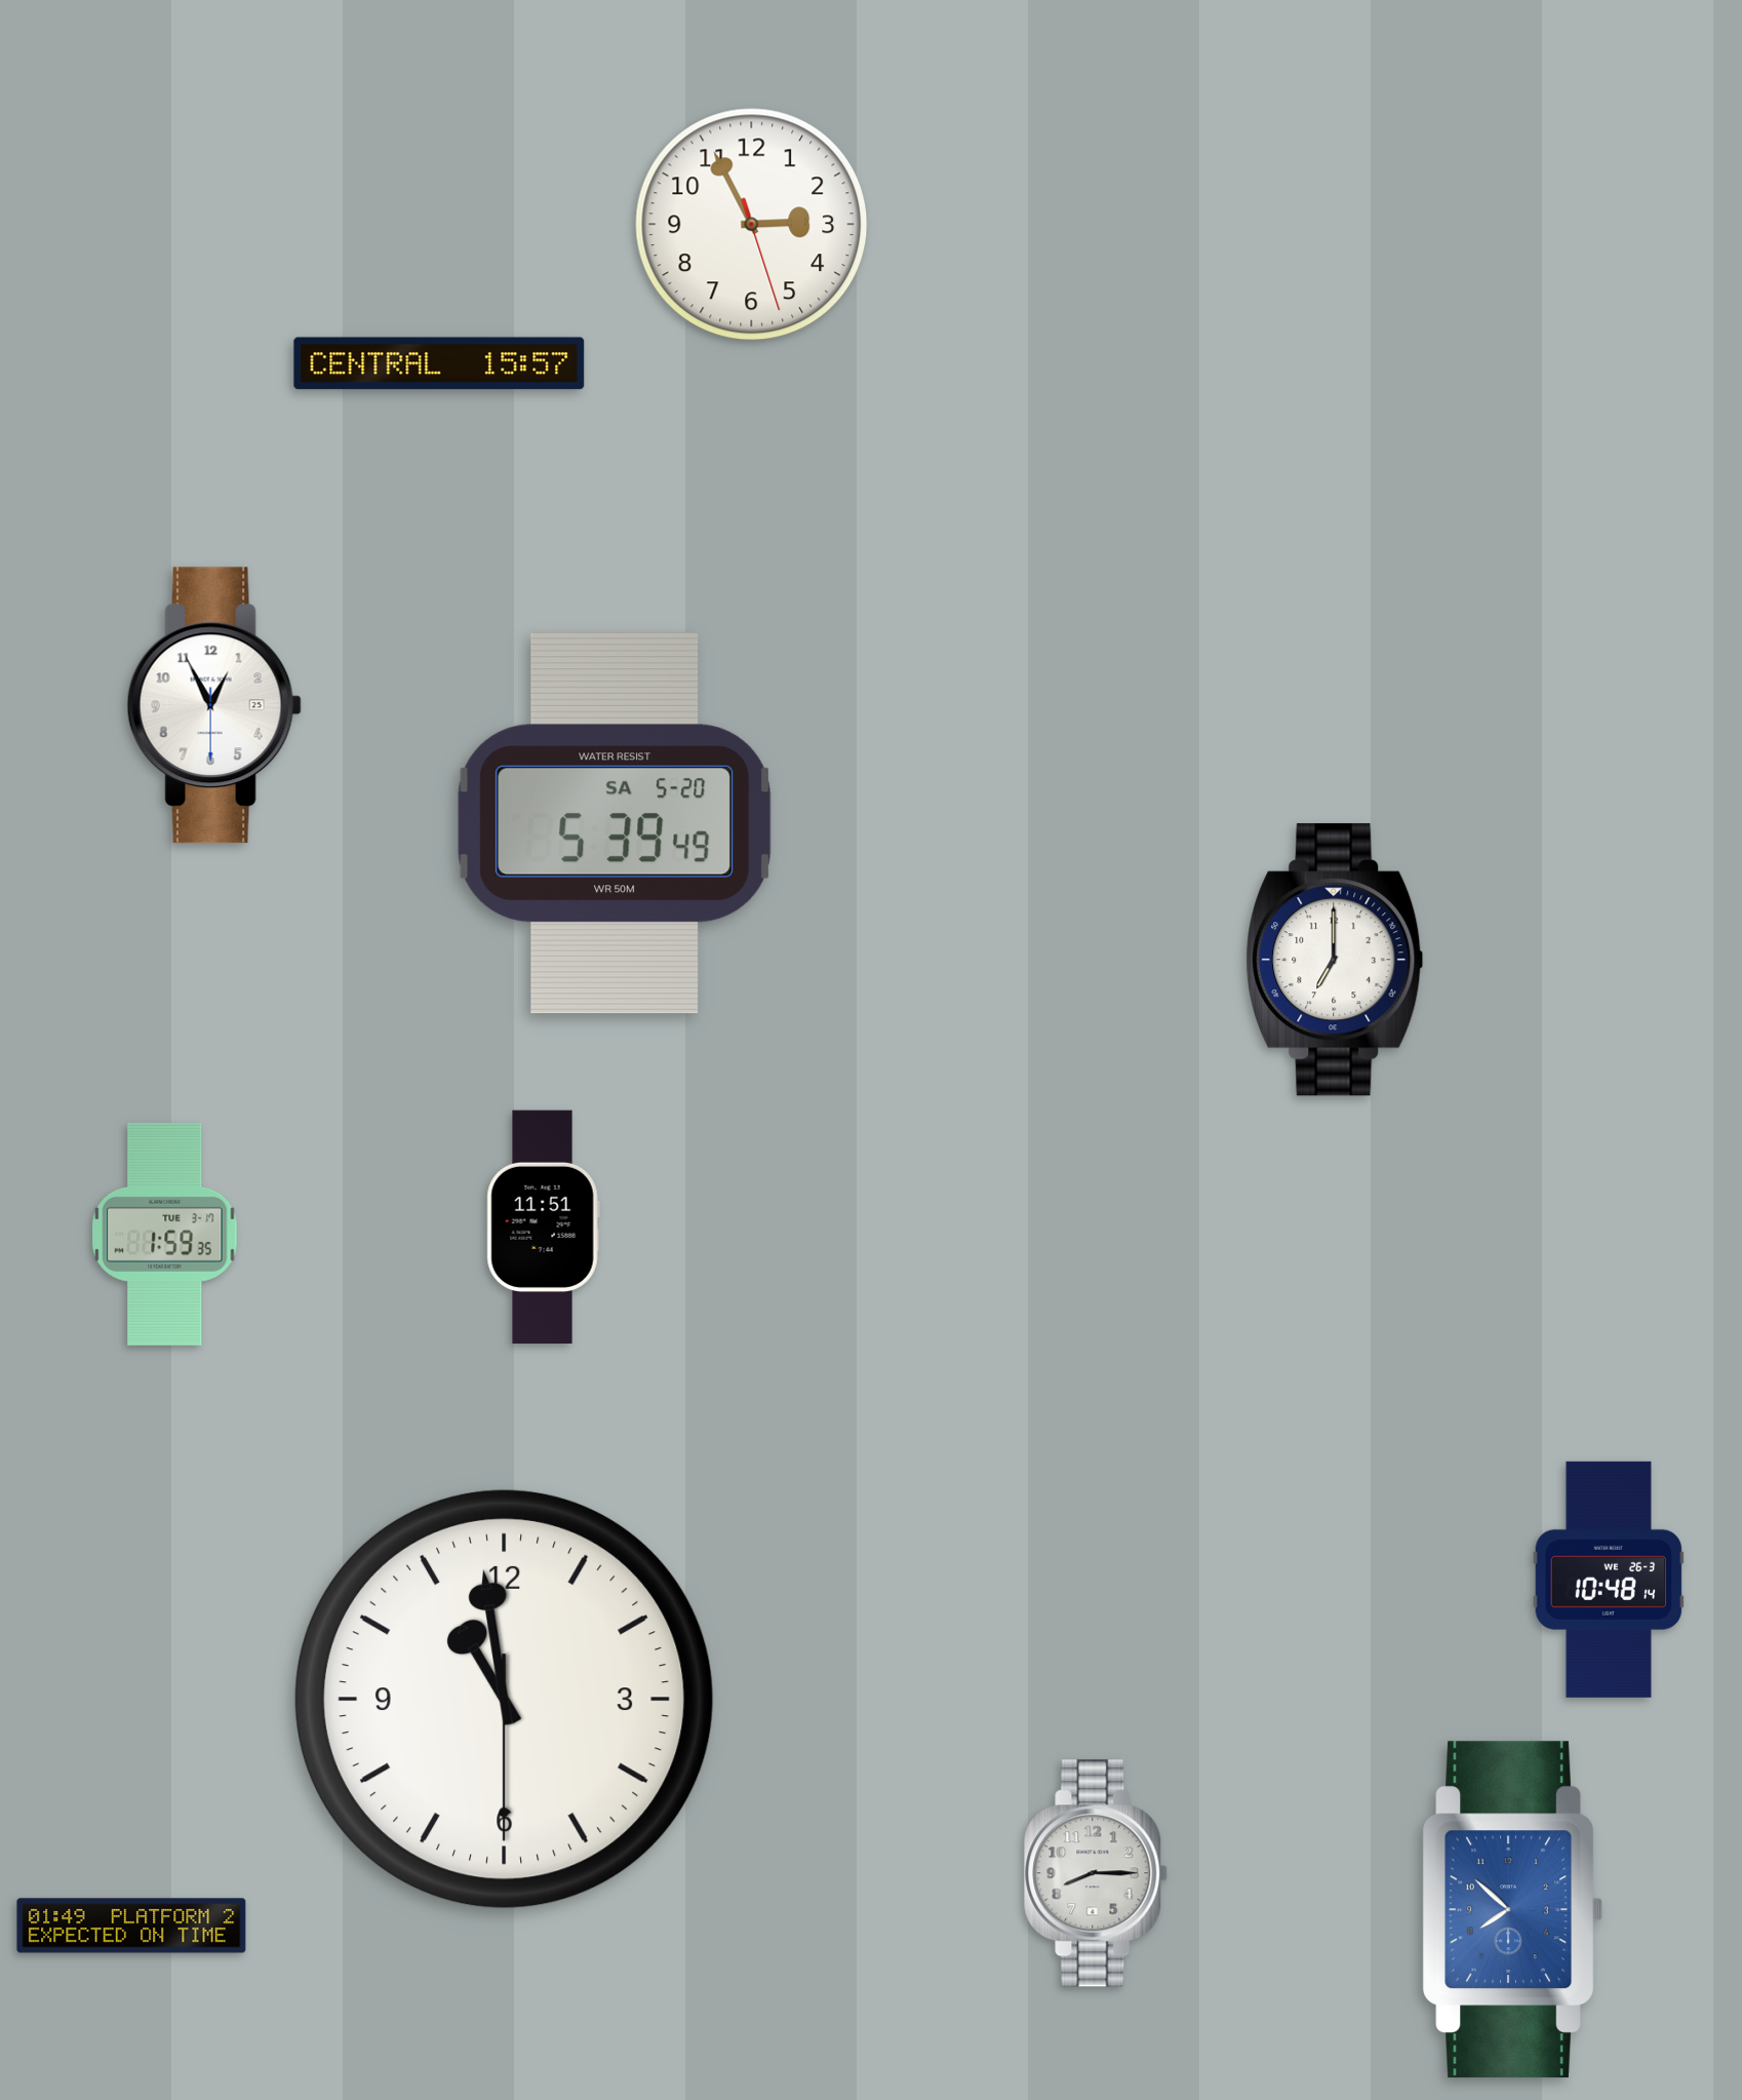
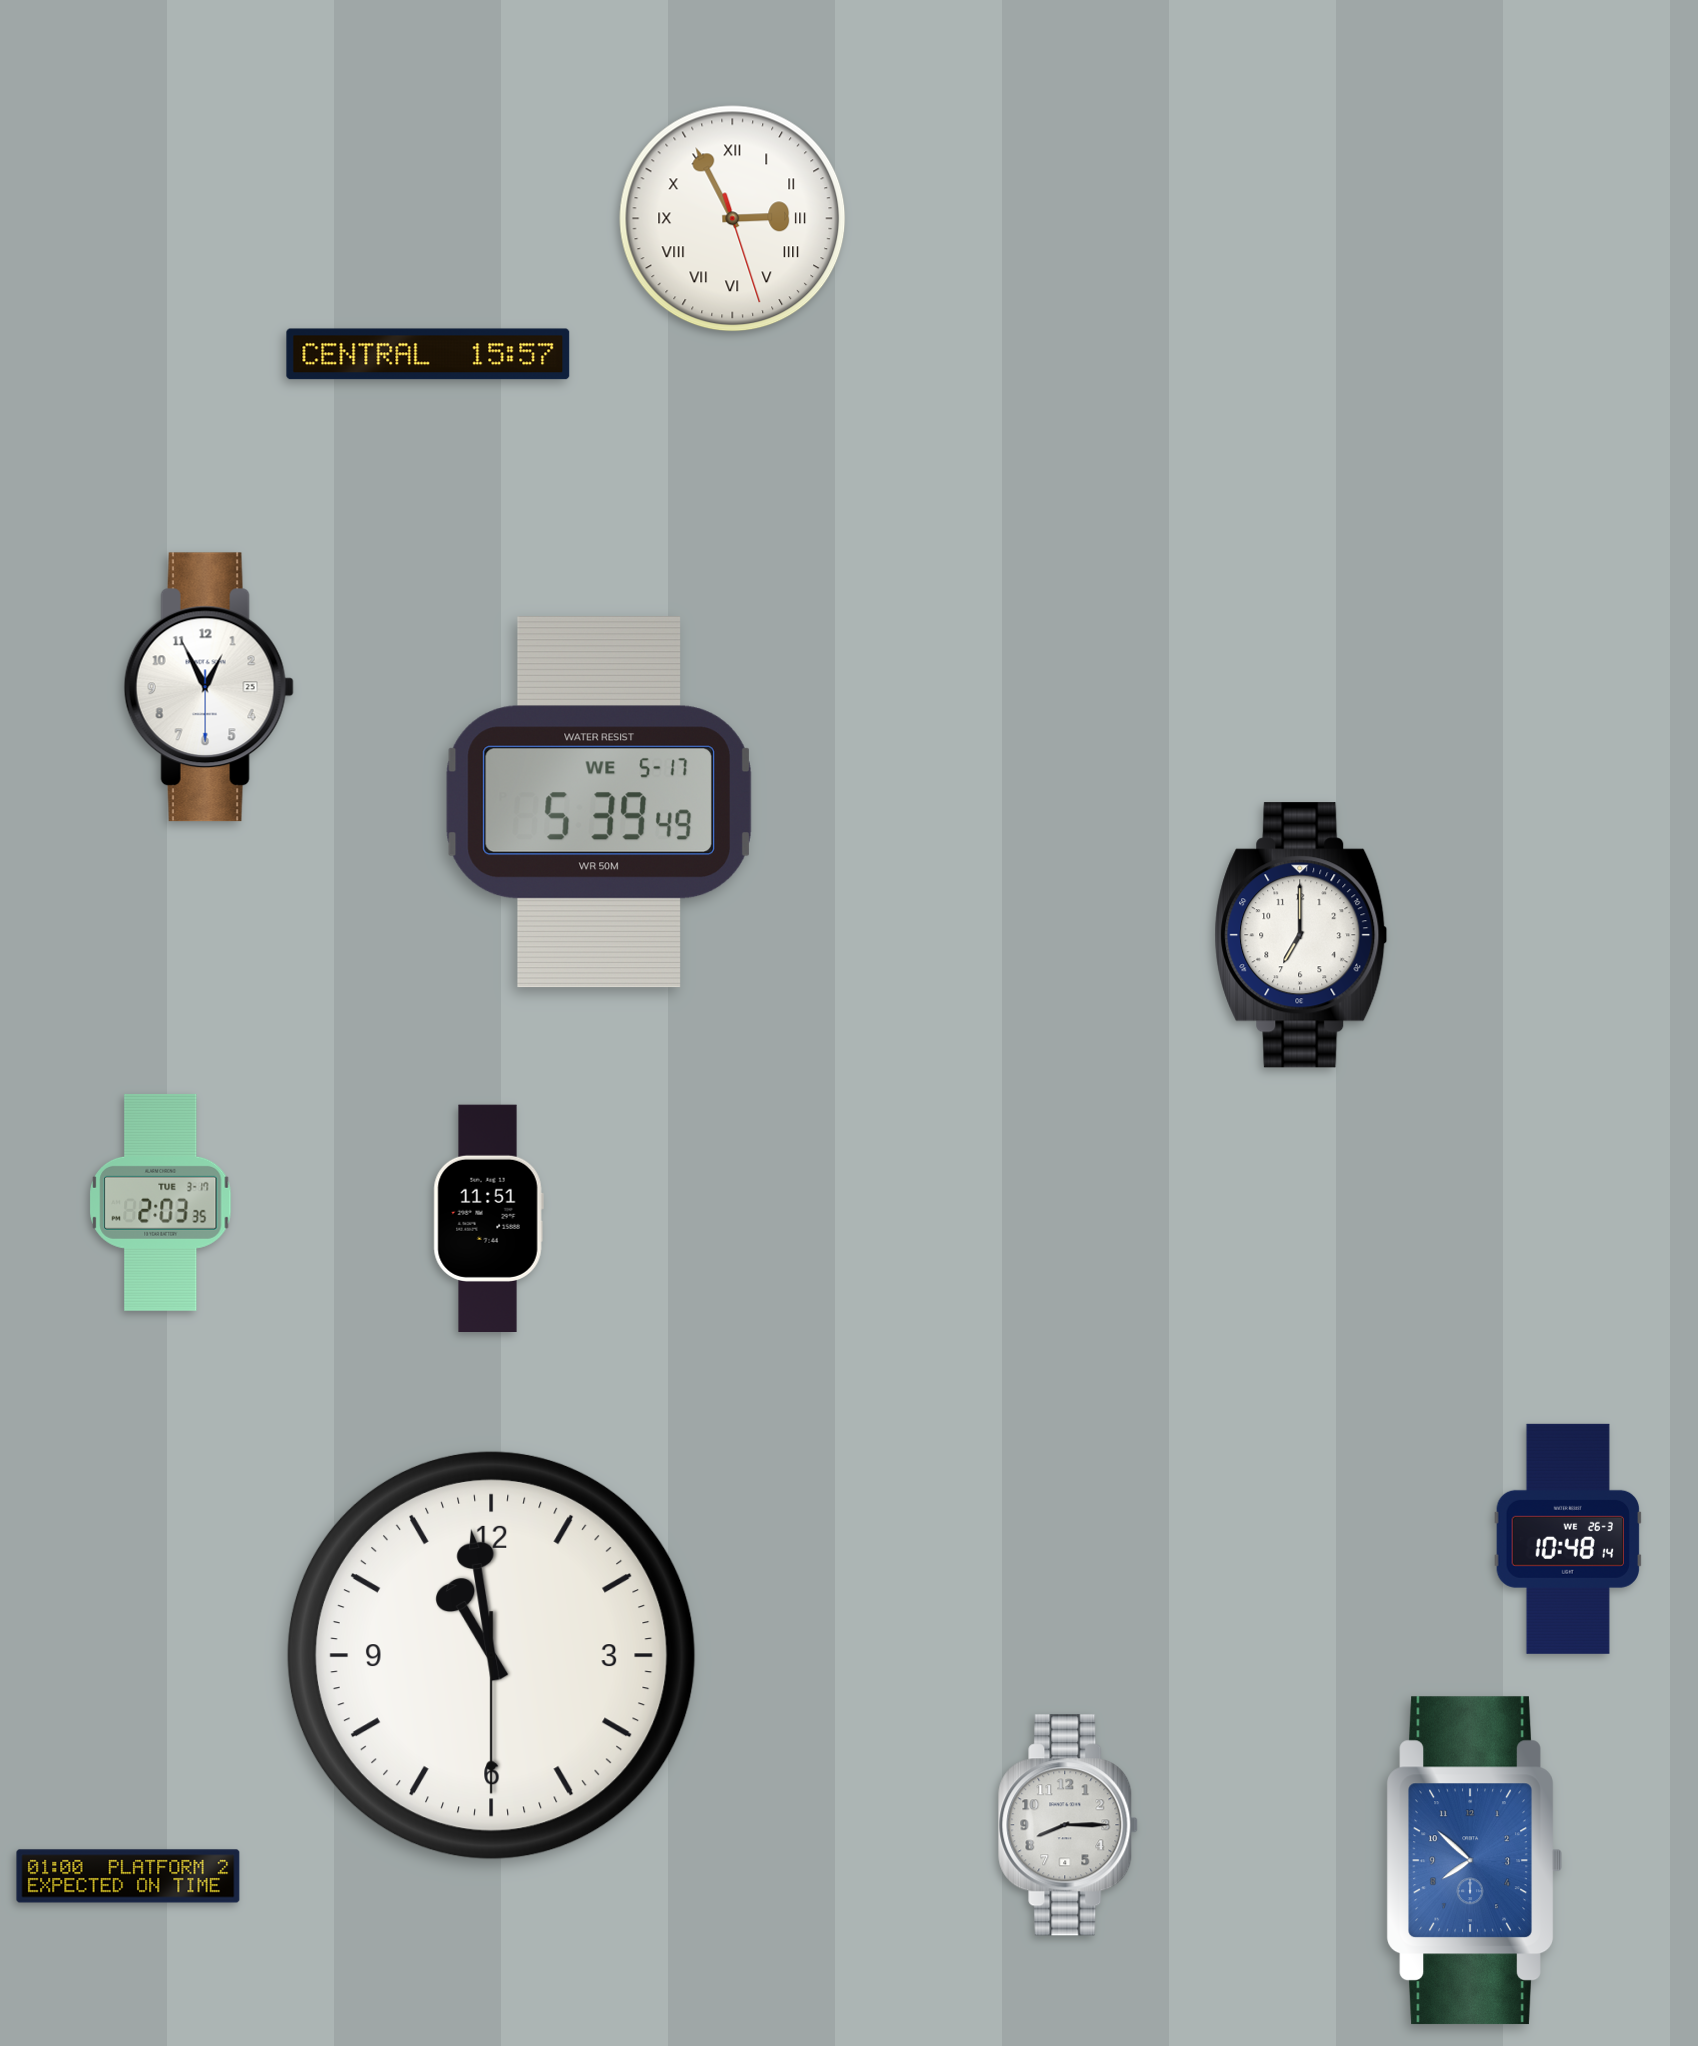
clock at (752, 225) numerals: Arabic -> Roman
clock at (615, 823) date: SA 5-20 -> WE 5-17
clock at (543, 1227) position: (543, 1227) -> (488, 1218)
clock at (165, 1234): 1:59 -> 2:03
clock at (131, 1926): 01:49 -> 01:00
